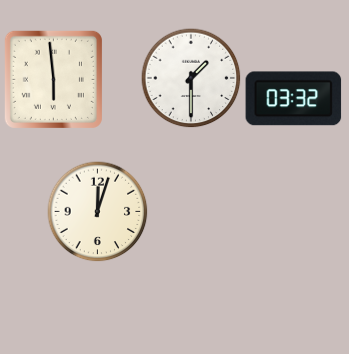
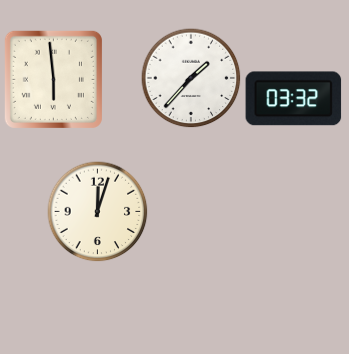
clock at (191, 78): 1:30 -> 1:37
